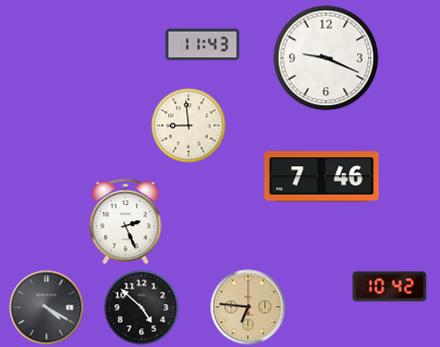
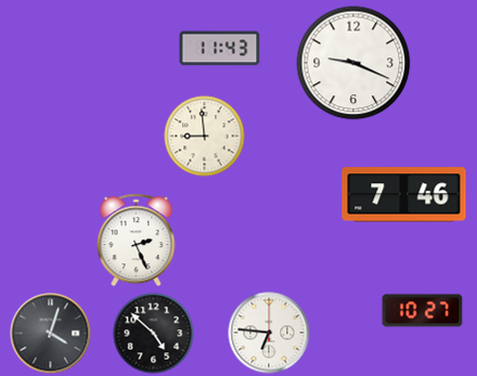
clock at (322, 177) position: (322, 177) -> (404, 195)
clock at (390, 287): 10:42 -> 10:27
clock at (248, 307) dial: champagne -> white
clock at (47, 308): 4:20 -> 4:03
